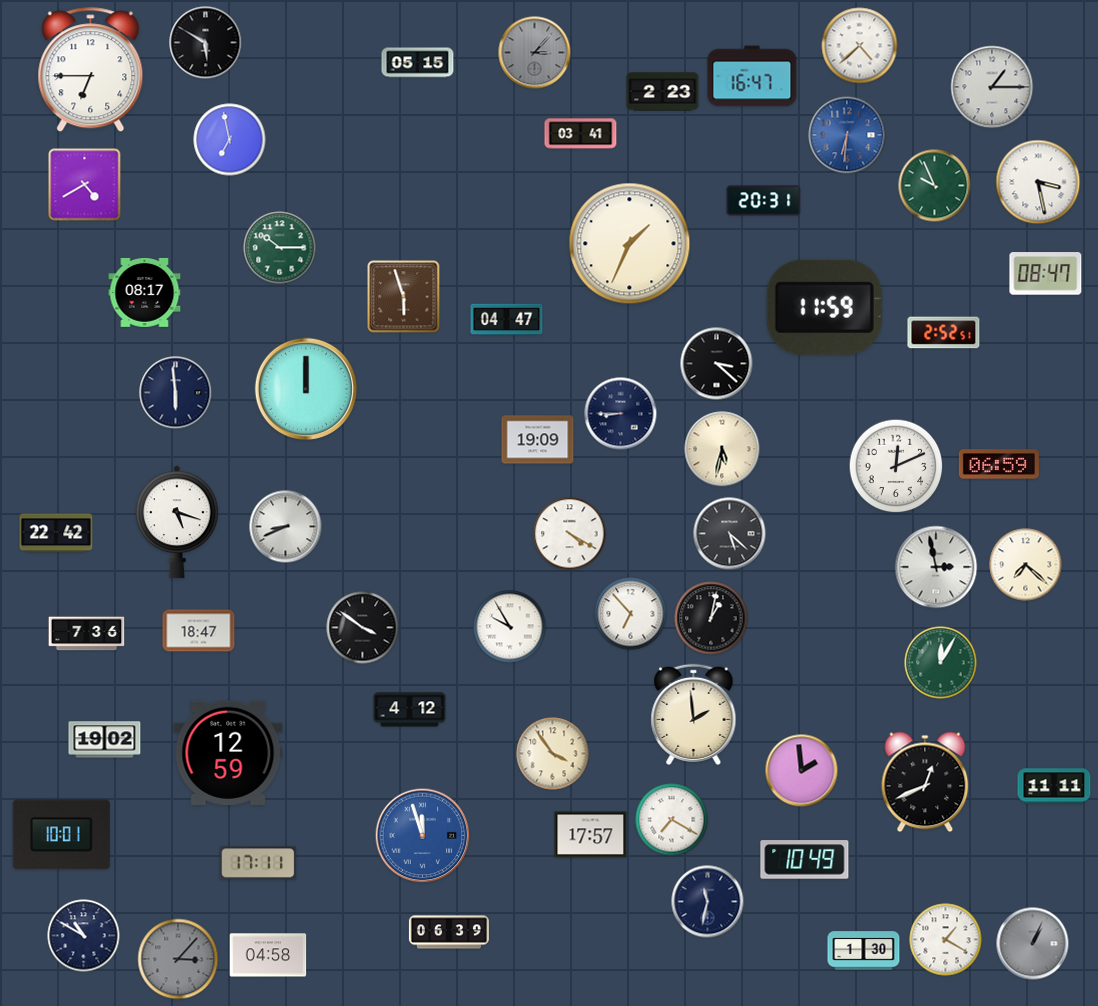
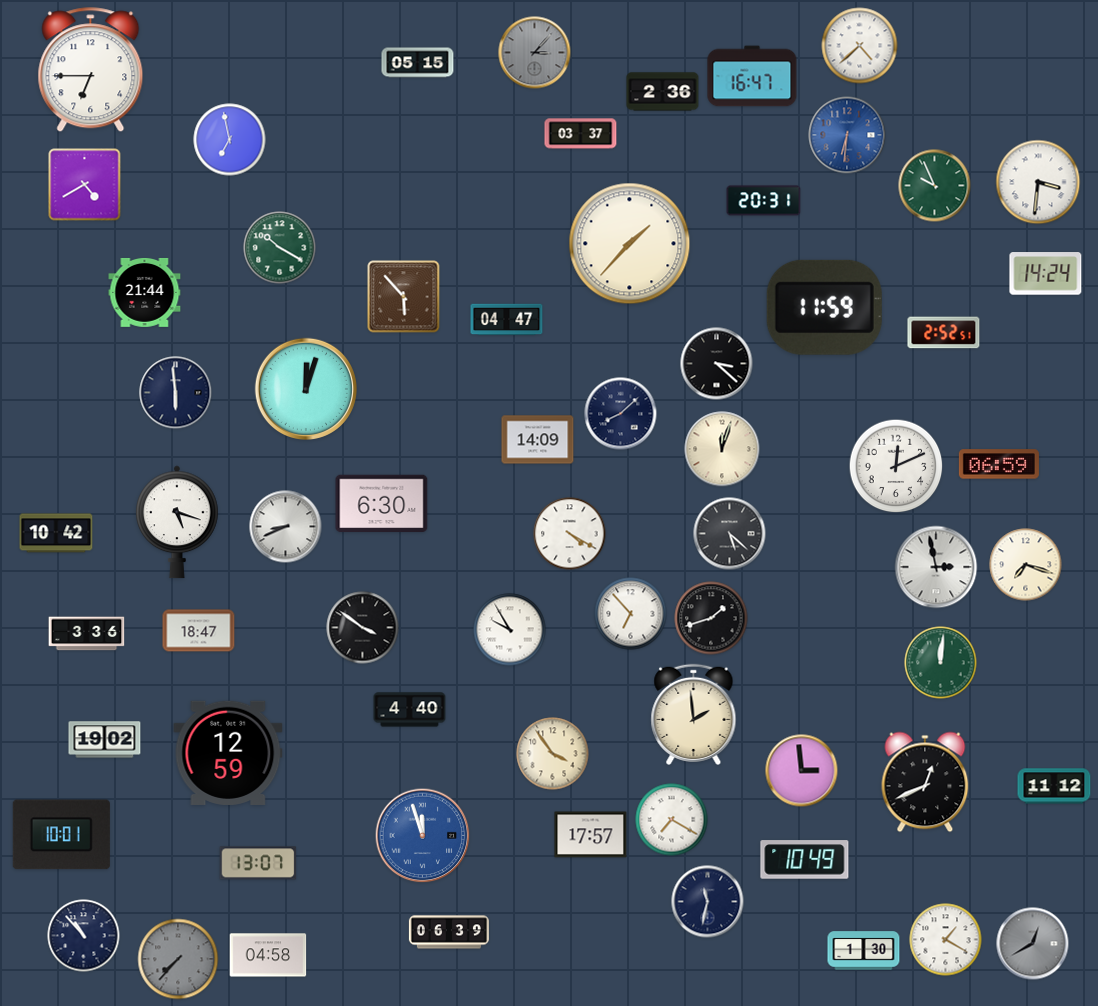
clock at (206, 43): 5:50 -> none
clock at (992, 87): 1:15 -> none
clock at (663, 92): 2:23 -> 2:36
clock at (581, 134): 03:41 -> 03:37
clock at (1038, 182): 3:28 -> 3:31
clock at (630, 244): 1:34 -> 1:37
clock at (280, 248): 10:15 -> 10:20
clock at (1046, 274): 08:47 -> 14:24
clock at (145, 292): 08:17 -> 21:44
clock at (404, 297): 5:57 -> 5:53
clock at (305, 388): 12:00 -> 12:03
clock at (621, 414): 8:45 -> 8:08
clock at (538, 440): 19:09 -> 14:09
clock at (722, 449): 5:32 -> 12:03
clock at (382, 504): none -> 6:30
clock at (56, 533): 22:42 -> 10:42
clock at (1026, 565): 7:22 -> 7:18
clock at (711, 618): 1:02 -> 1:42
clock at (510, 627) position: (510, 627) -> (510, 630)
clock at (87, 634): 7:36 -> 3:36
clock at (941, 663): 12:05 -> 12:01
clock at (410, 710): 4:12 -> 4:40
clock at (802, 771): 1:59 -> 2:59
clock at (1054, 786): 11:11 -> 11:12
clock at (258, 863): 17:11 -> 13:07
clock at (84, 936): 10:50 -> 10:53
clock at (1033, 944): 1:04 -> 12:40
clock at (178, 959): 3:07 -> 7:37
